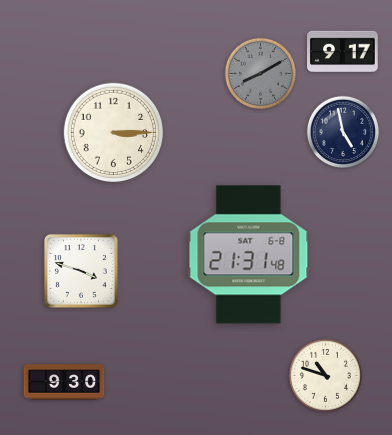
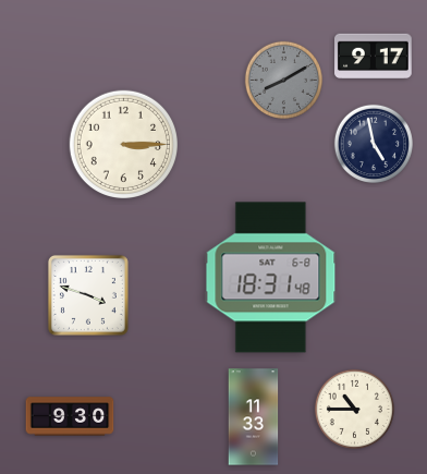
clock at (249, 255): 21:31 -> 18:31
clock at (325, 375): 10:48 -> 10:45
clock at (254, 417): none -> 11:33
